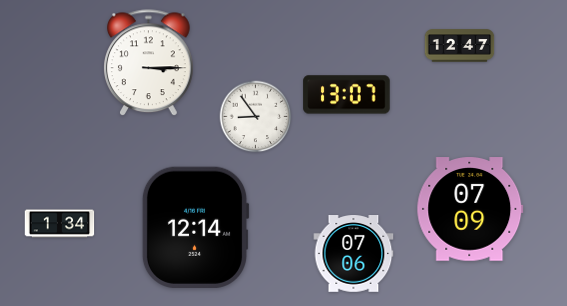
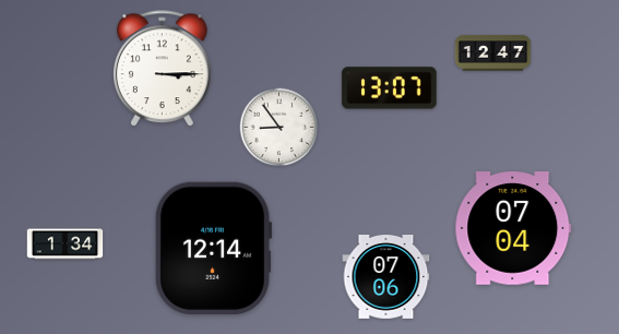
clock at (460, 46) position: (460, 46) -> (493, 53)
clock at (347, 95) position: (347, 95) -> (390, 88)
clock at (470, 209): 07:09 -> 07:04
